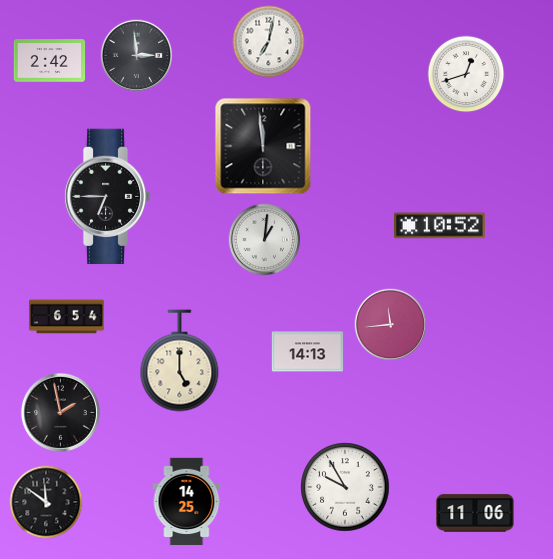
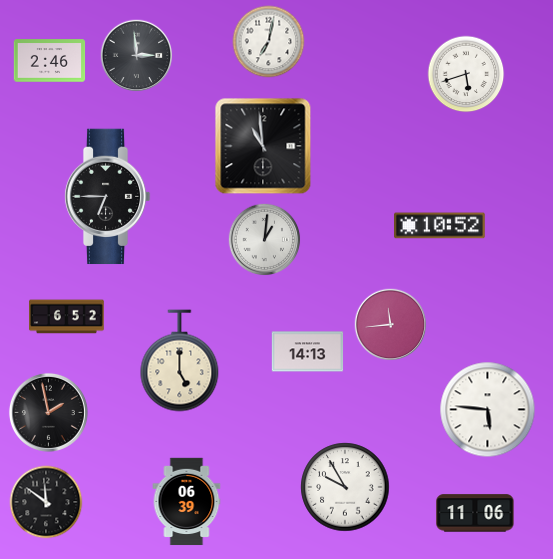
clock at (50, 61): 2:42 -> 2:46
clock at (466, 74): 12:42 -> 5:42
clock at (263, 146): 11:59 -> 10:59
clock at (67, 317): 6:54 -> 6:52
clock at (488, 410): none -> 5:46
clock at (60, 412) position: (60, 412) -> (48, 412)
clock at (187, 502): 14:25 -> 06:39
